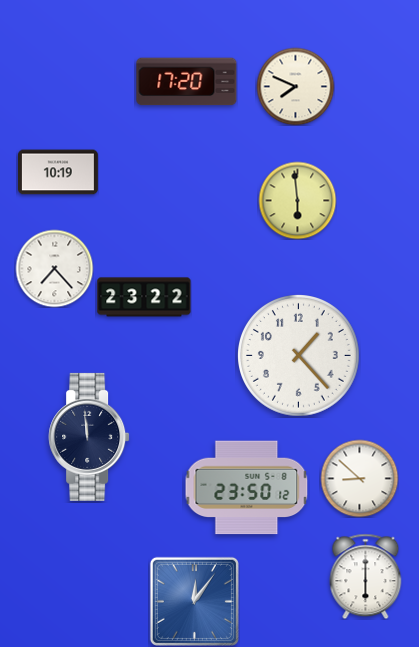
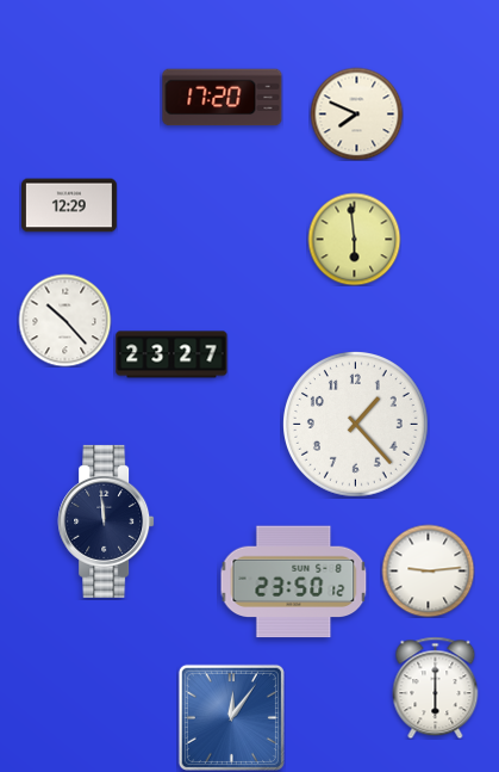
clock at (295, 86) position: (295, 86) -> (356, 113)
clock at (59, 172): 10:19 -> 12:29
clock at (54, 268): 7:23 -> 10:23
clock at (144, 297): 23:22 -> 23:27
clock at (359, 478): 8:52 -> 9:14
